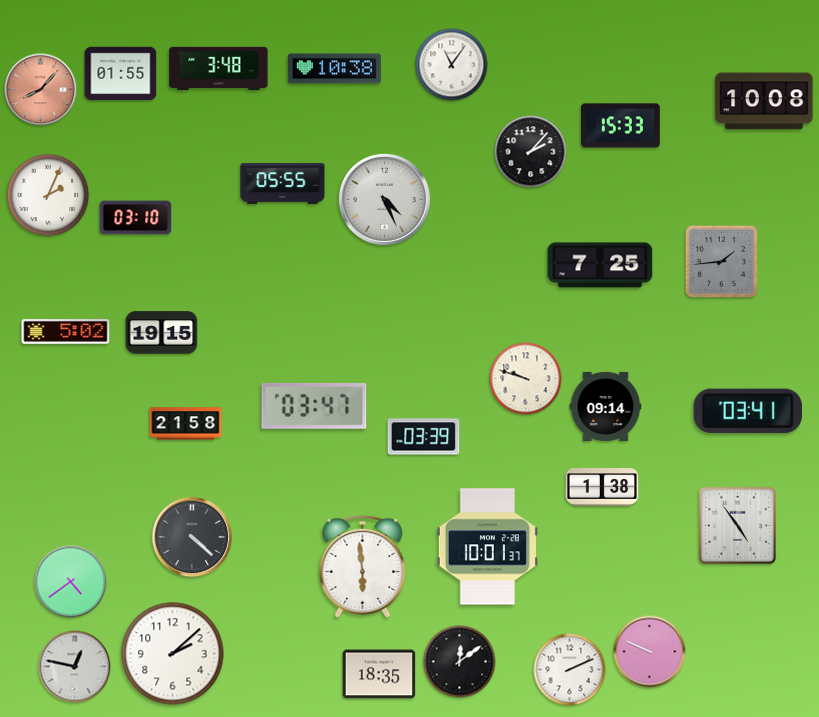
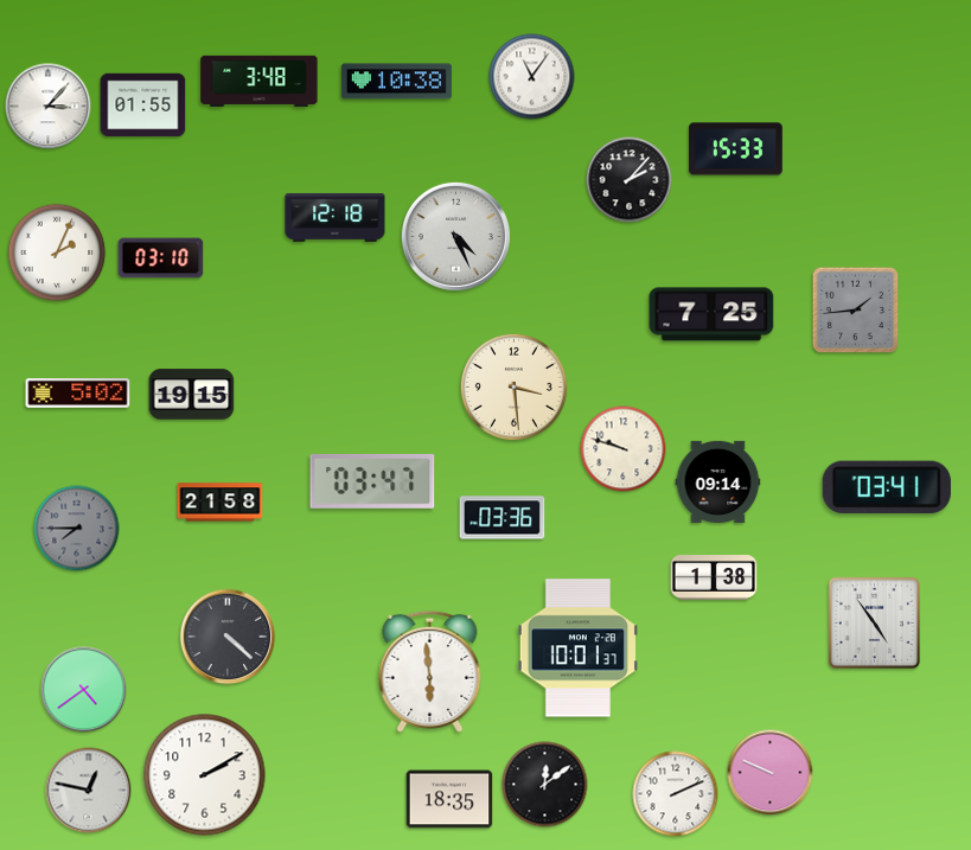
clock at (452, 65) position: (452, 65) -> (532, 77)
clock at (121, 74) position: (121, 74) -> (143, 106)
clock at (41, 90): 8:07 -> 3:07
clock at (41, 90) dial: salmon -> white
clock at (764, 101): 10:08 -> none
clock at (283, 183): 05:55 -> 12:18
clock at (48, 195) position: (48, 195) -> (57, 253)
clock at (513, 386): none -> 3:29
clock at (424, 437): 03:39 -> 03:36
clock at (77, 529): none -> 7:45
clock at (173, 654): 2:08 -> 2:10
